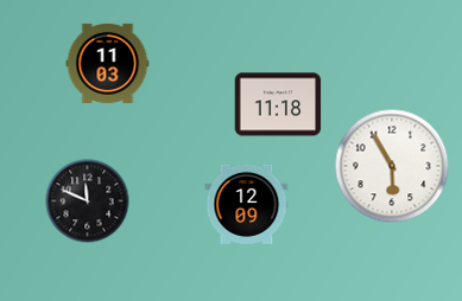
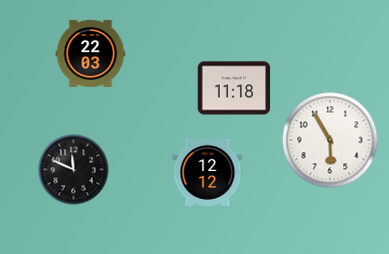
clock at (108, 63): 11:03 -> 22:03
clock at (247, 204): 12:09 -> 12:12
